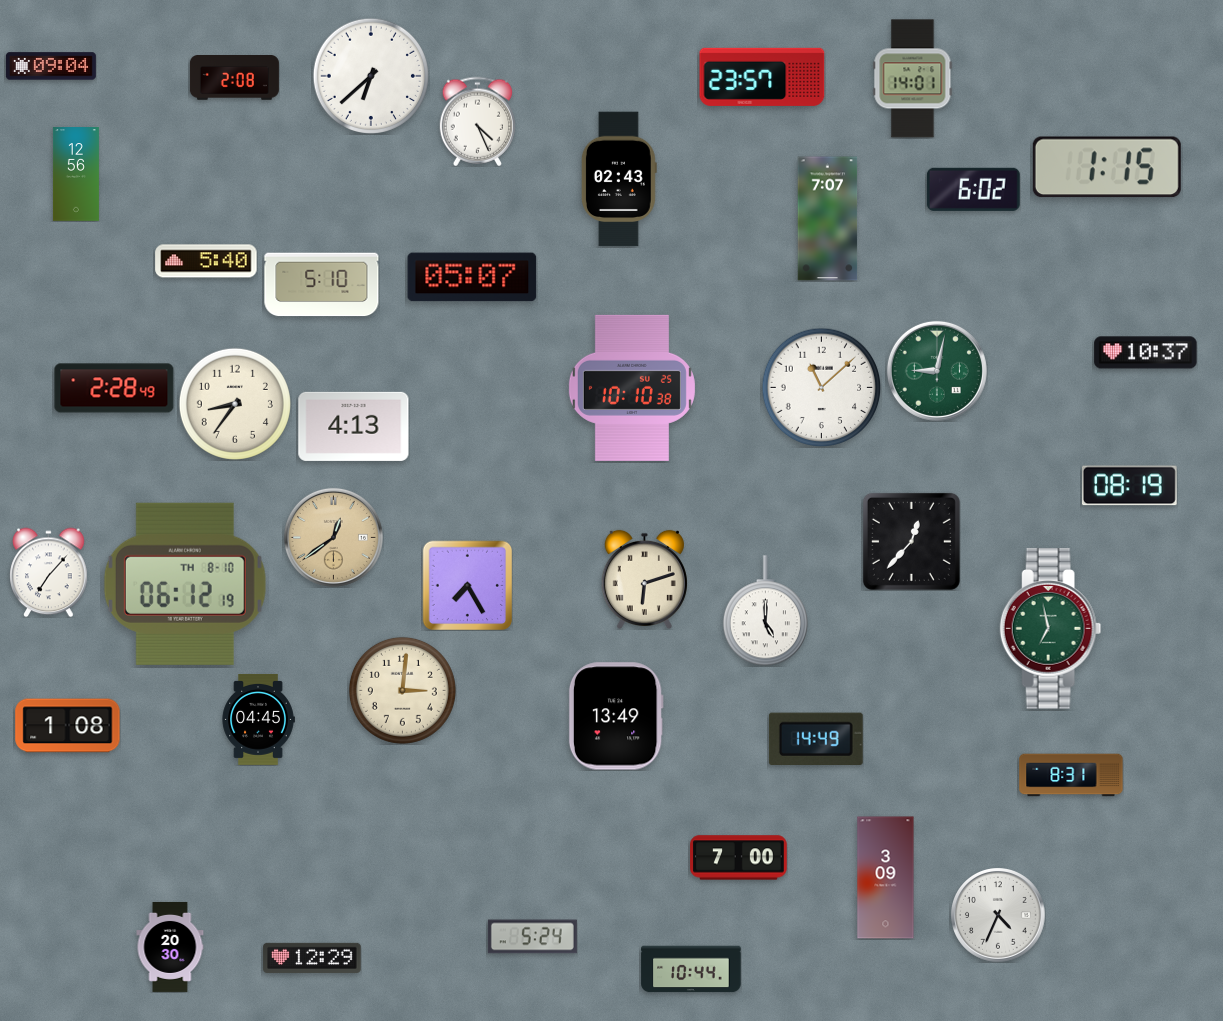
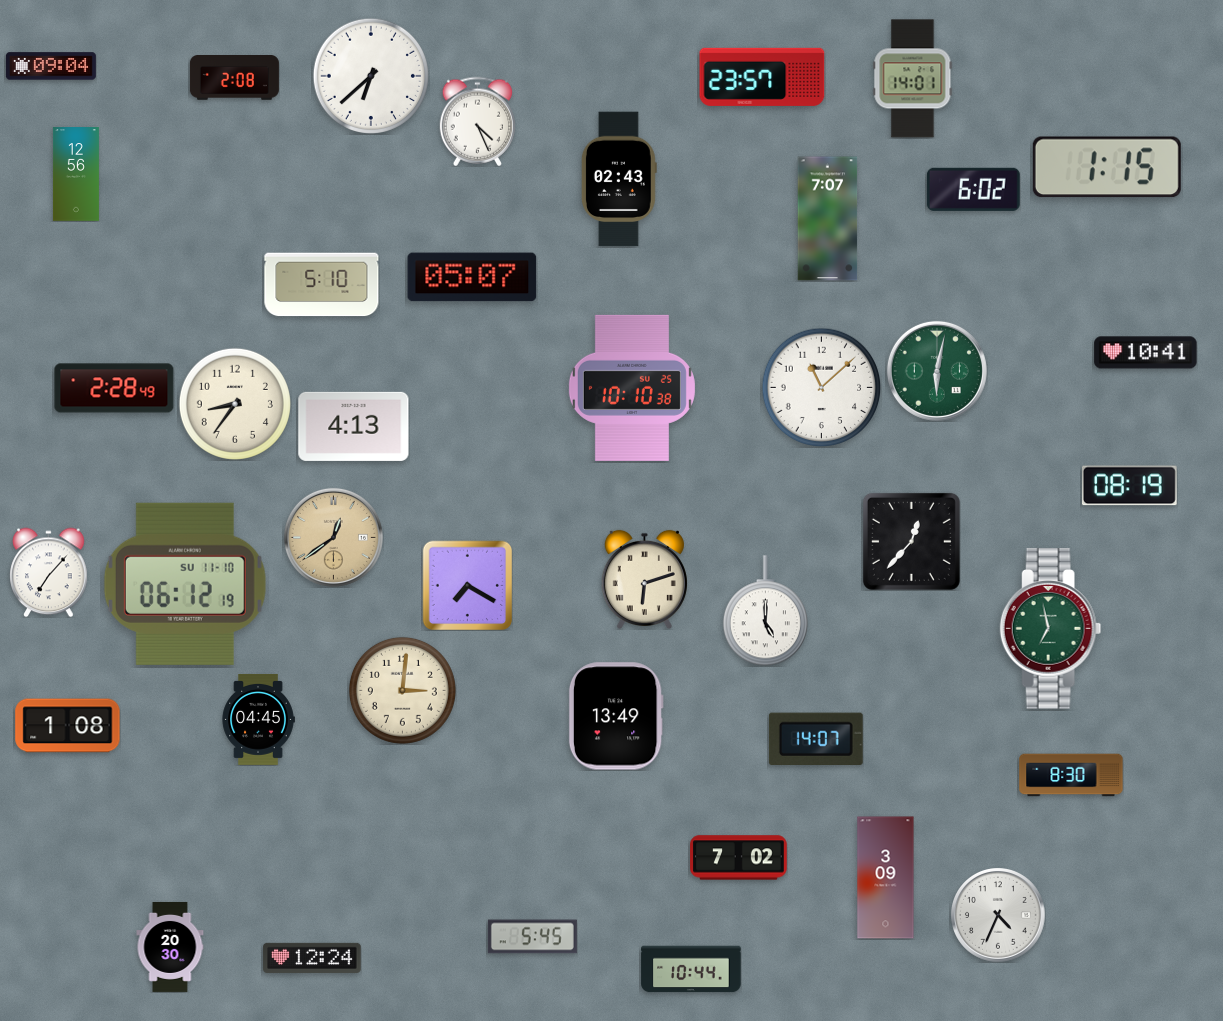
clock at (206, 261): 5:40 -> none
clock at (1146, 353): 10:37 -> 10:41
clock at (937, 371): 9:02 -> 6:02
clock at (185, 584) date: TH 8-10 -> SU 11-10
clock at (467, 585): 7:25 -> 7:20
clock at (816, 738): 14:49 -> 14:07
clock at (1071, 775): 8:31 -> 8:30
clock at (739, 858): 7:00 -> 7:02
clock at (532, 937): 5:24 -> 5:45
clock at (312, 958): 12:29 -> 12:24
